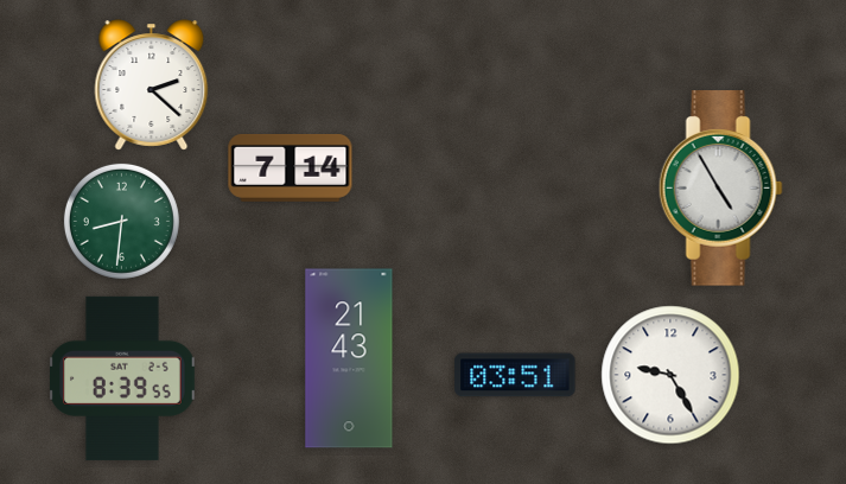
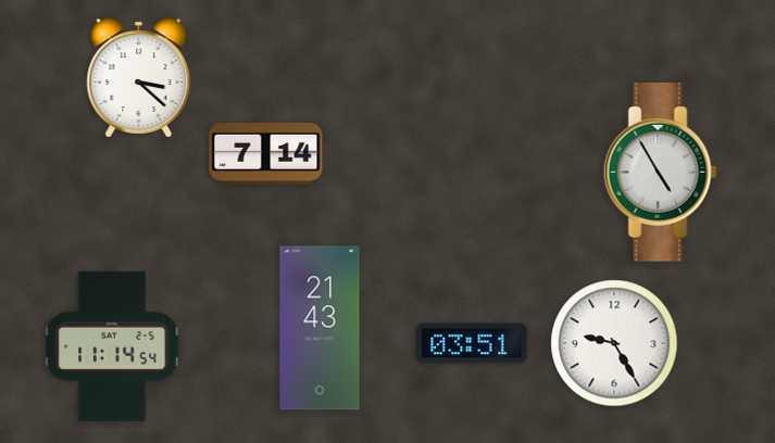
clock at (152, 85): 2:22 -> 3:22
clock at (121, 221): 8:31 -> none
clock at (122, 378): 8:39 -> 11:14
